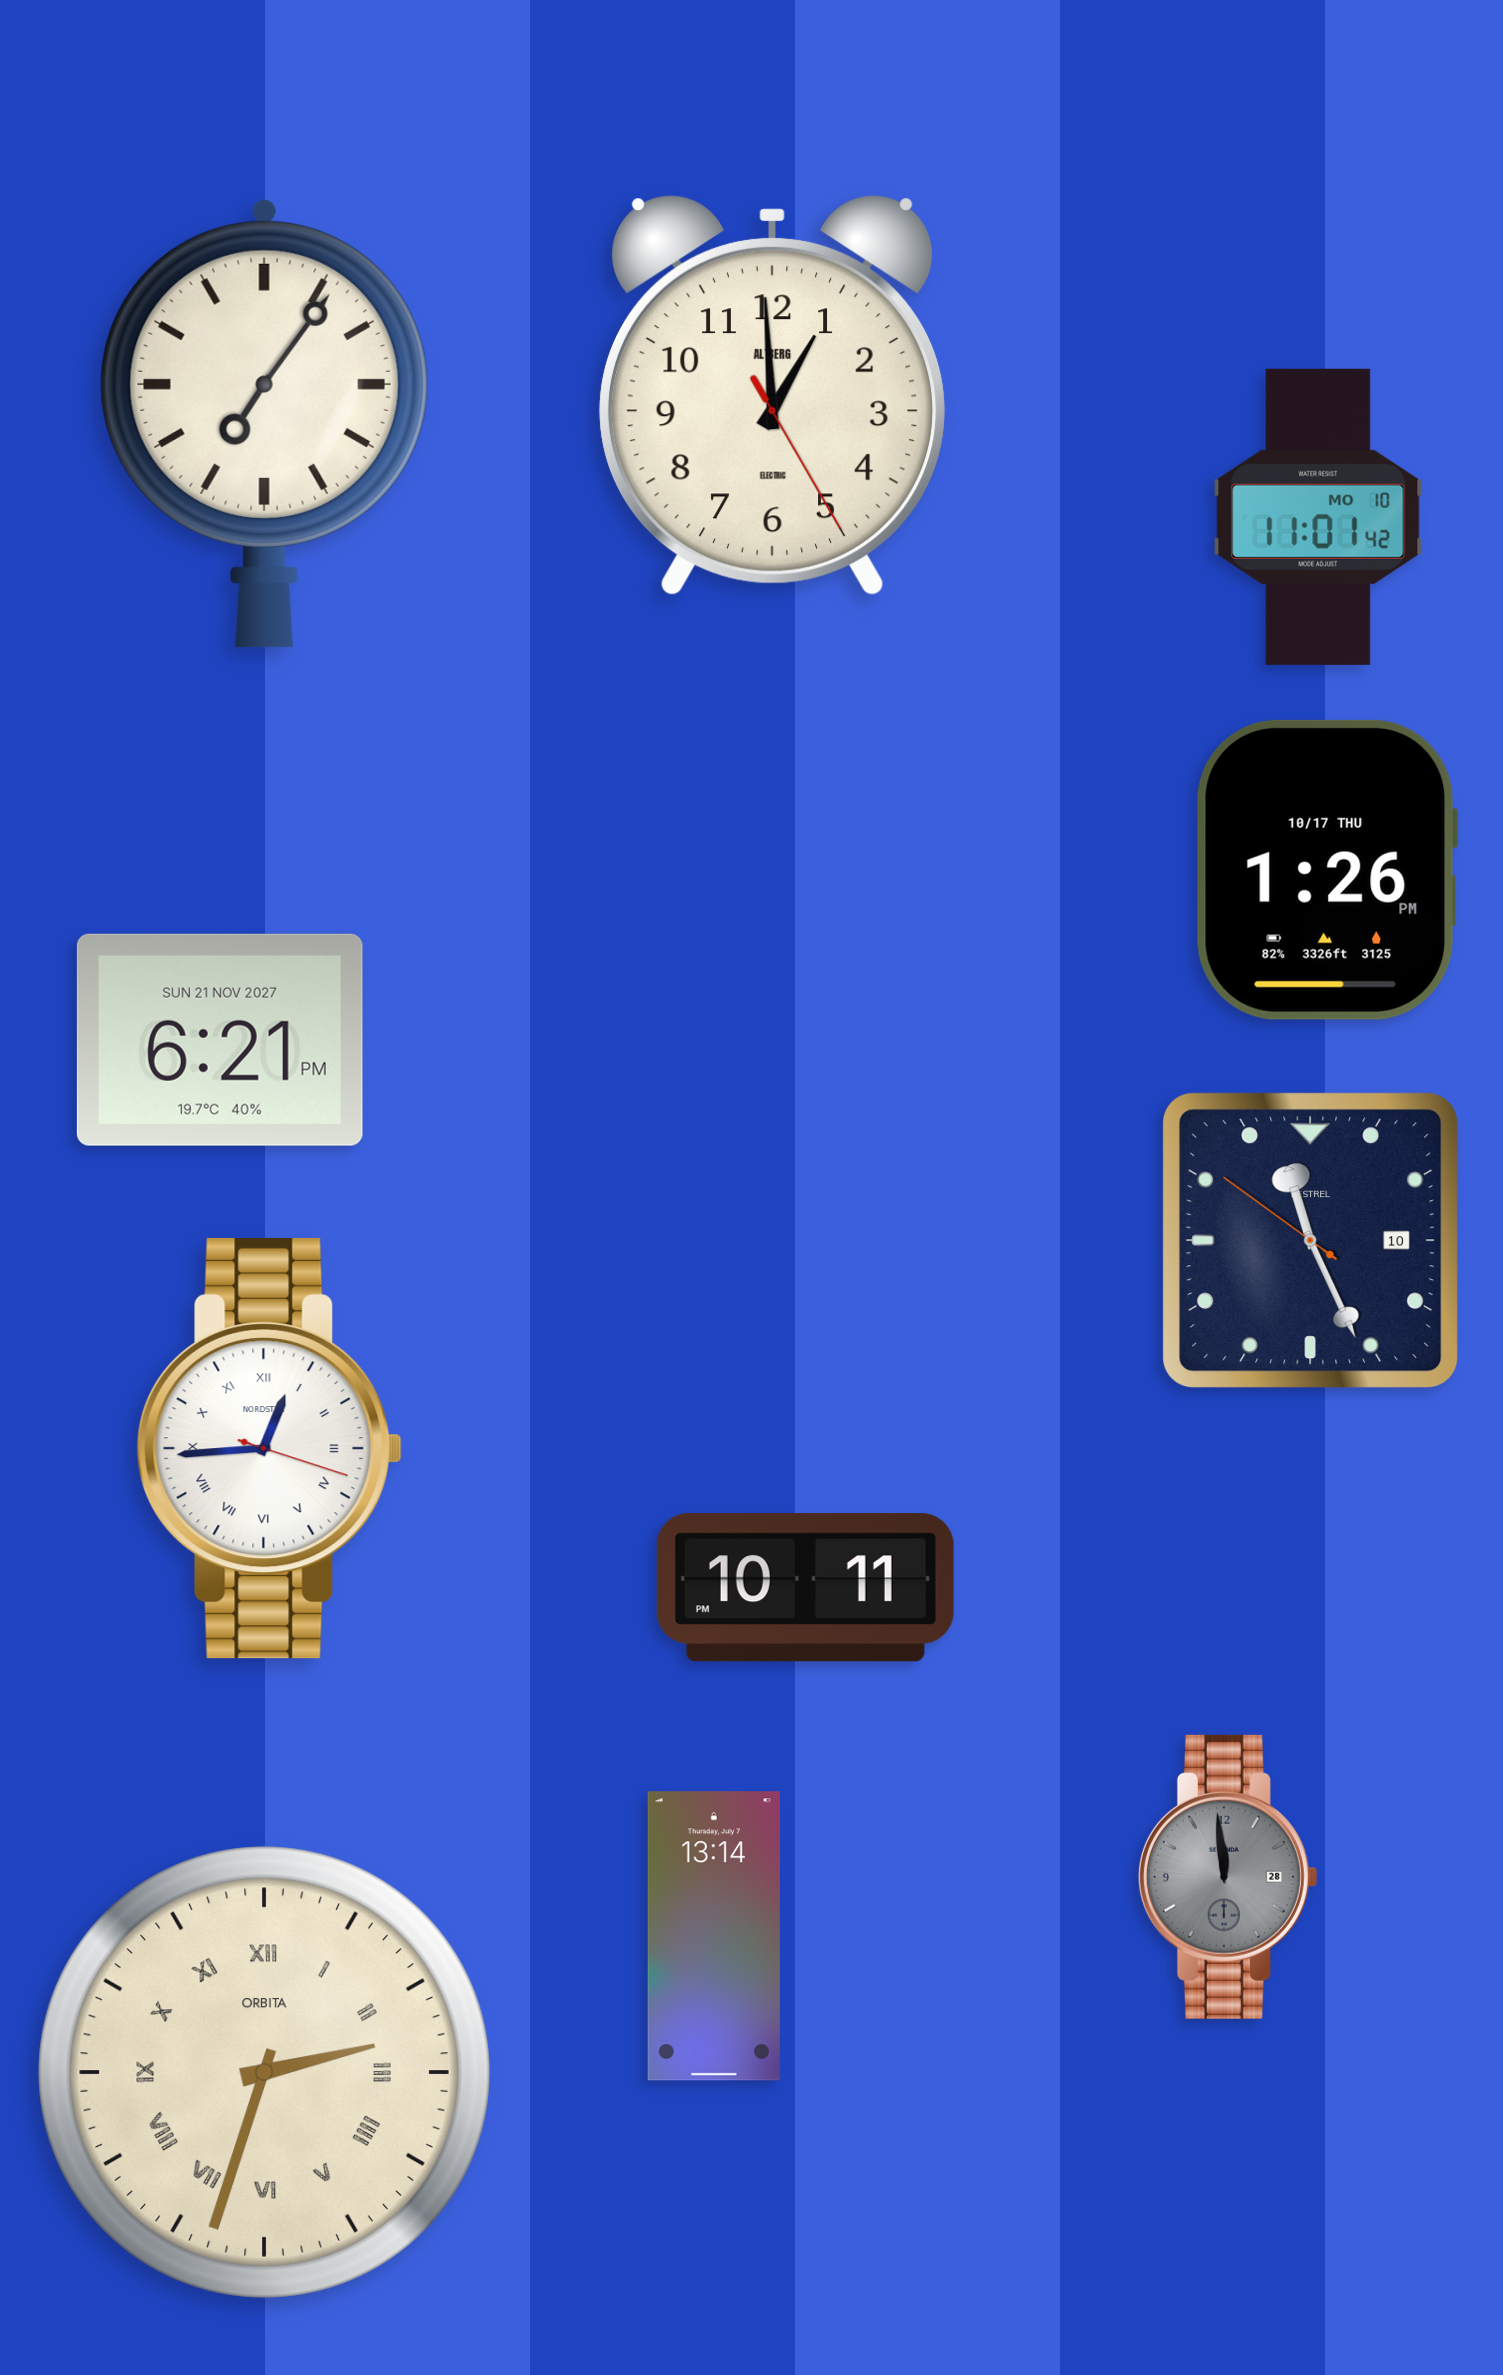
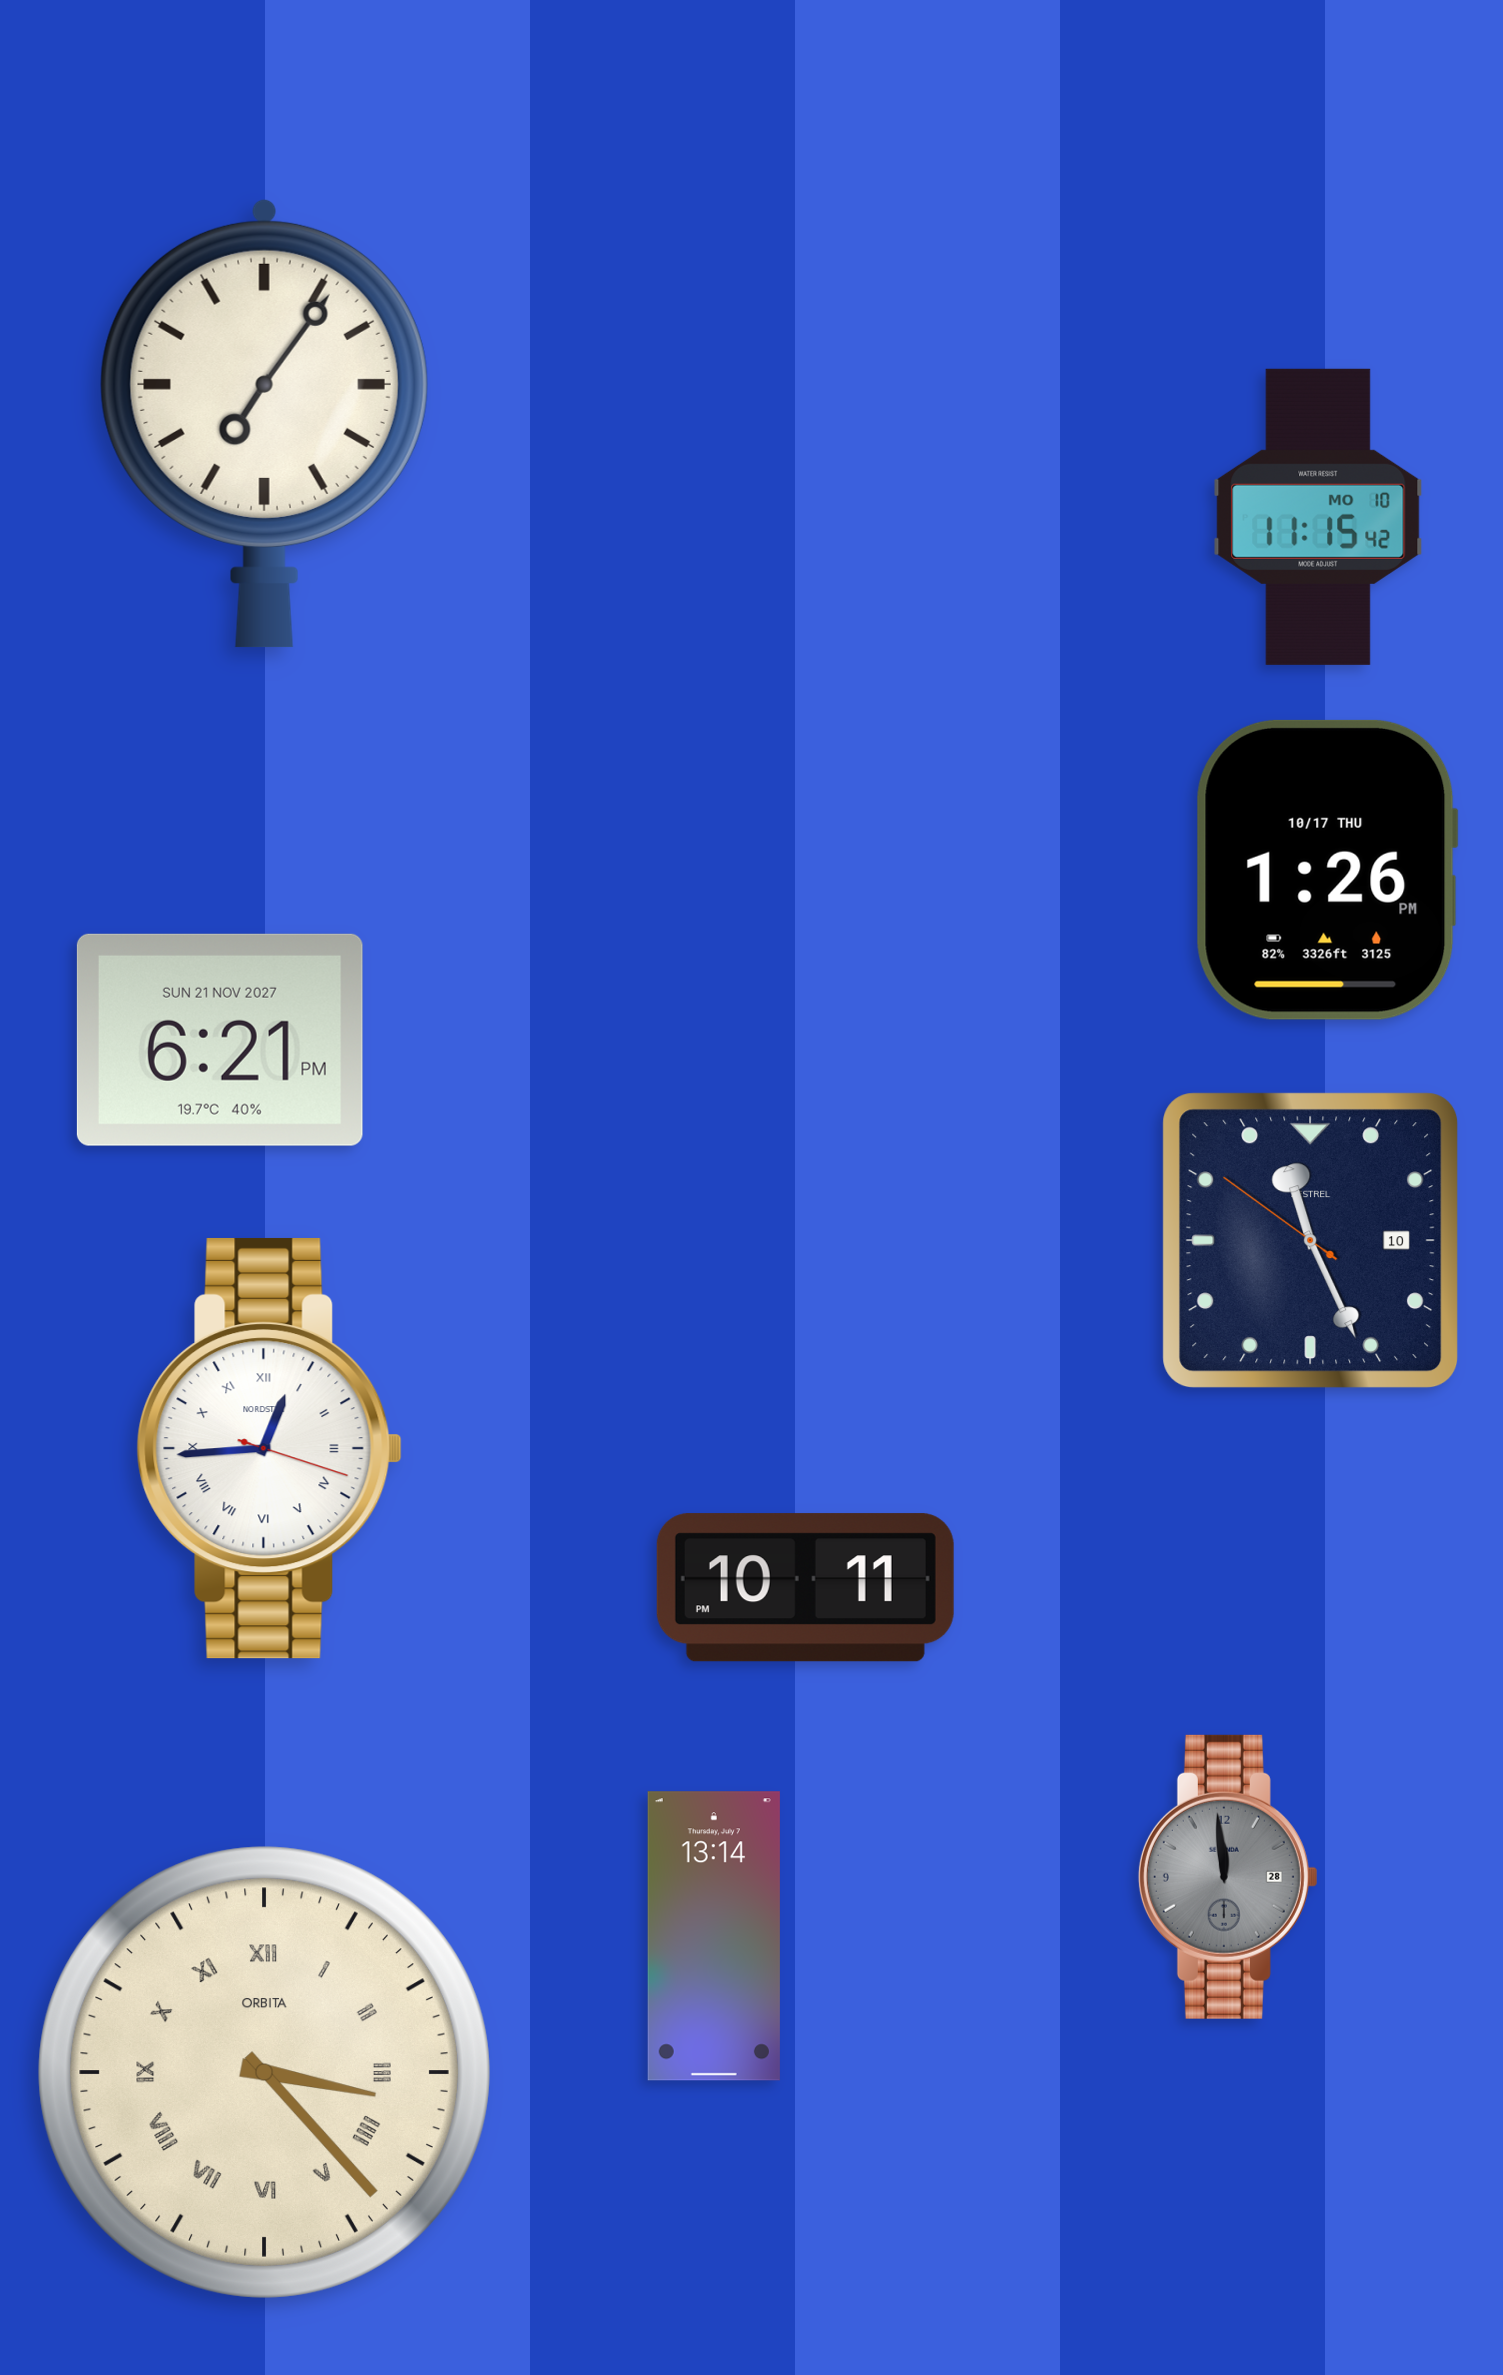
clock at (772, 396): 12:59 -> none
clock at (1318, 517): 11:01 -> 11:15
clock at (264, 2072): 2:33 -> 3:23
